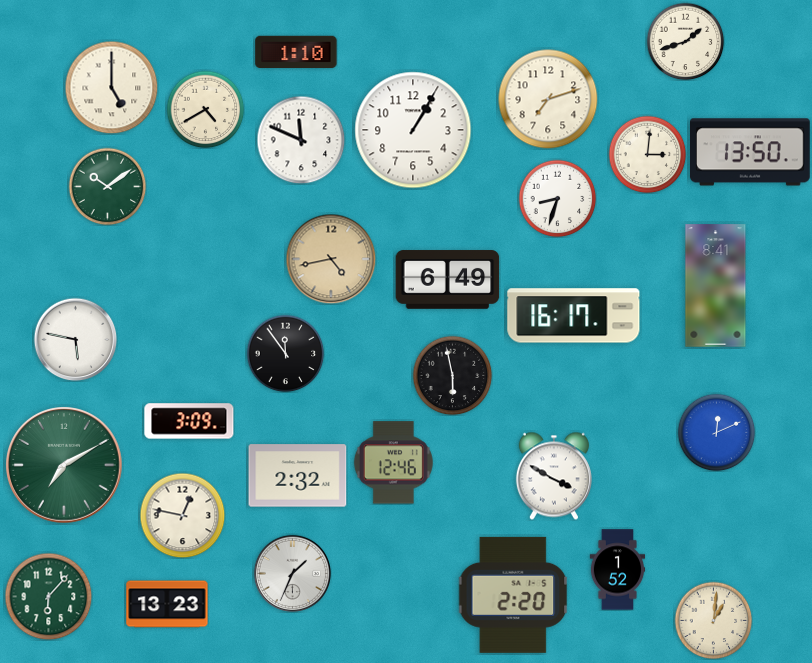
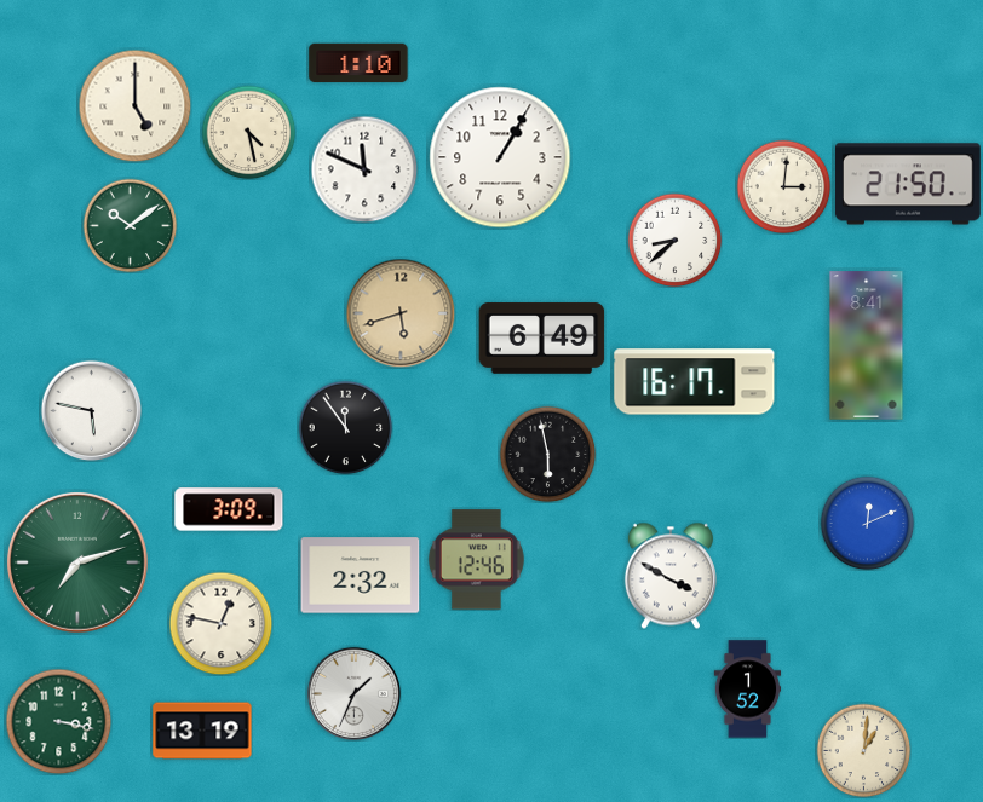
clock at (685, 41): 1:42 -> none
clock at (548, 99): 7:12 -> none
clock at (205, 109): 4:40 -> 4:28
clock at (751, 152): 13:50 -> 21:50
clock at (557, 198): 8:33 -> 8:38
clock at (331, 259): 4:43 -> 5:42
clock at (65, 466): 7:10 -> 7:12
clock at (513, 595): 2:20 -> none
clock at (48, 596): 6:07 -> 3:17
clock at (167, 604): 13:23 -> 13:19
